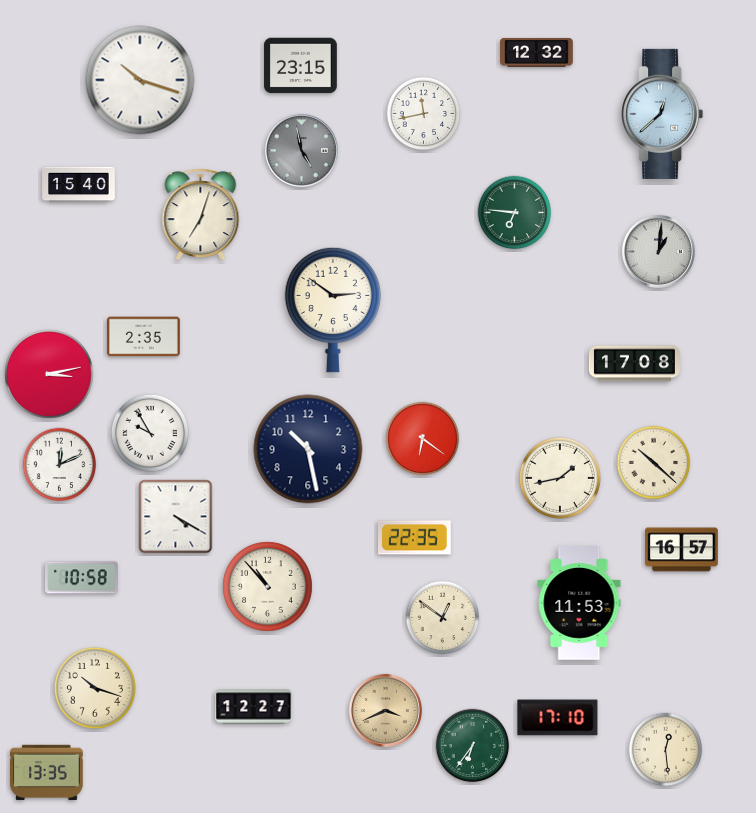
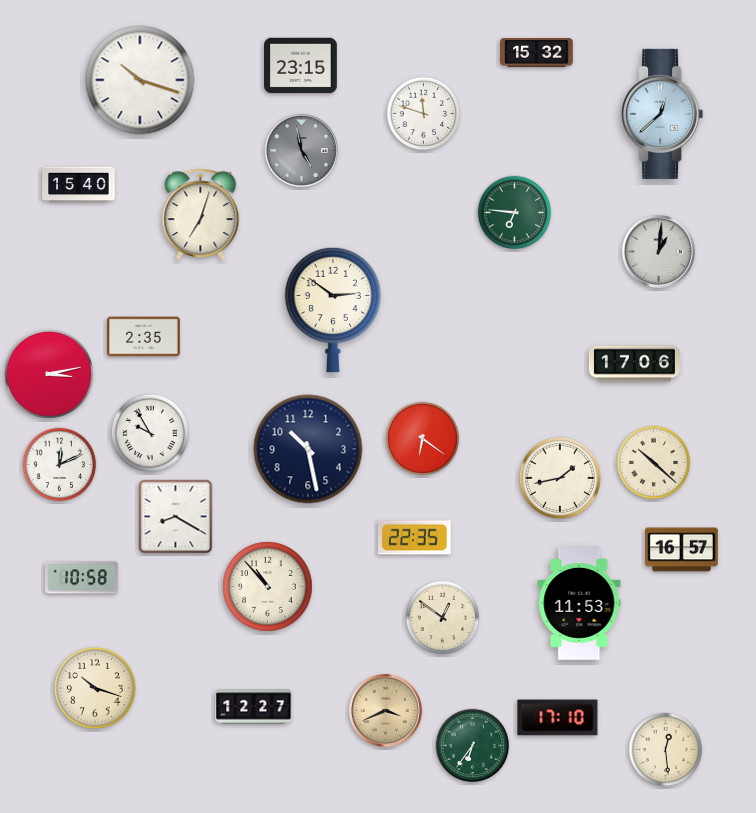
clock at (537, 52): 12:32 -> 15:32
clock at (424, 114): 11:43 -> 11:48
clock at (634, 364): 17:08 -> 17:06
clock at (176, 517): 4:20 -> 8:20
clock at (47, 773): 13:35 -> none
